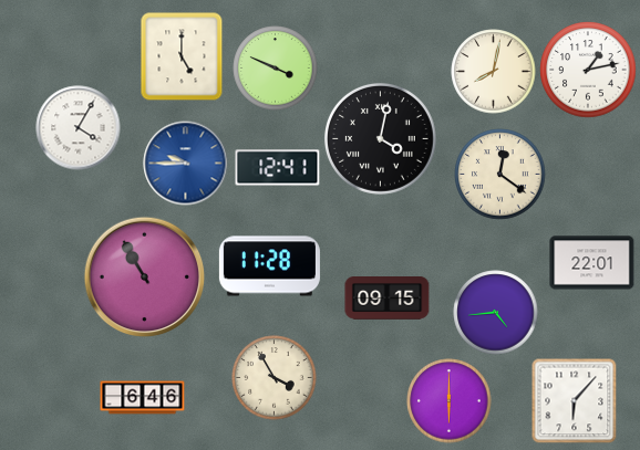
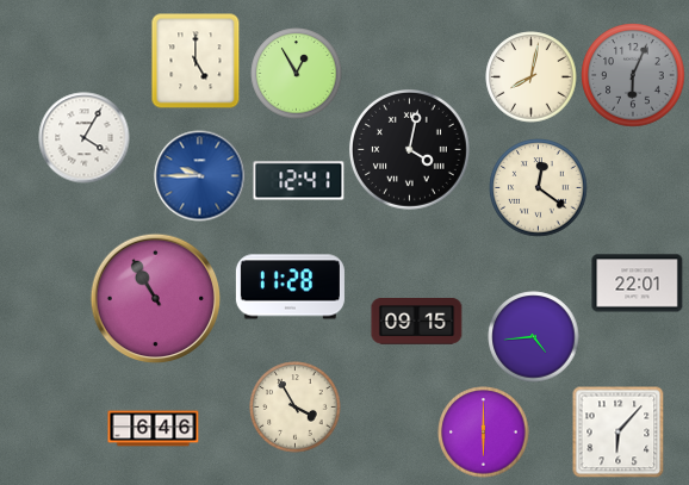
clock at (276, 69): 3:49 -> 12:55
clock at (588, 70): 1:13 -> 6:04
clock at (588, 70) dial: white -> grey
